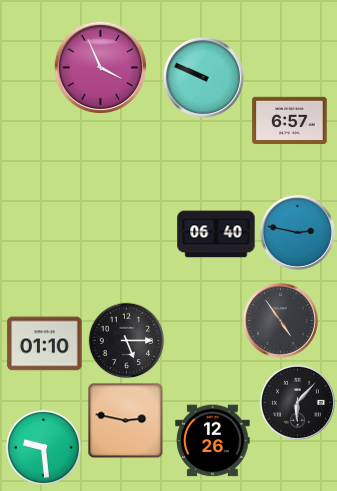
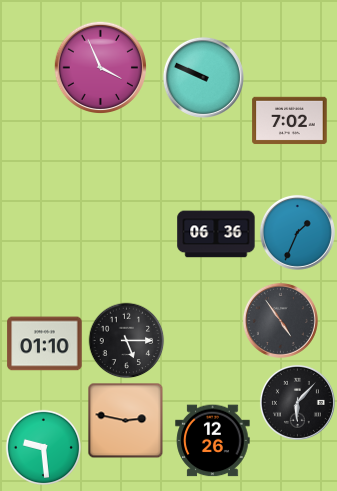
clock at (290, 121): 6:57 -> 7:02
clock at (297, 232): 2:47 -> 1:34
clock at (216, 234): 06:40 -> 06:36
